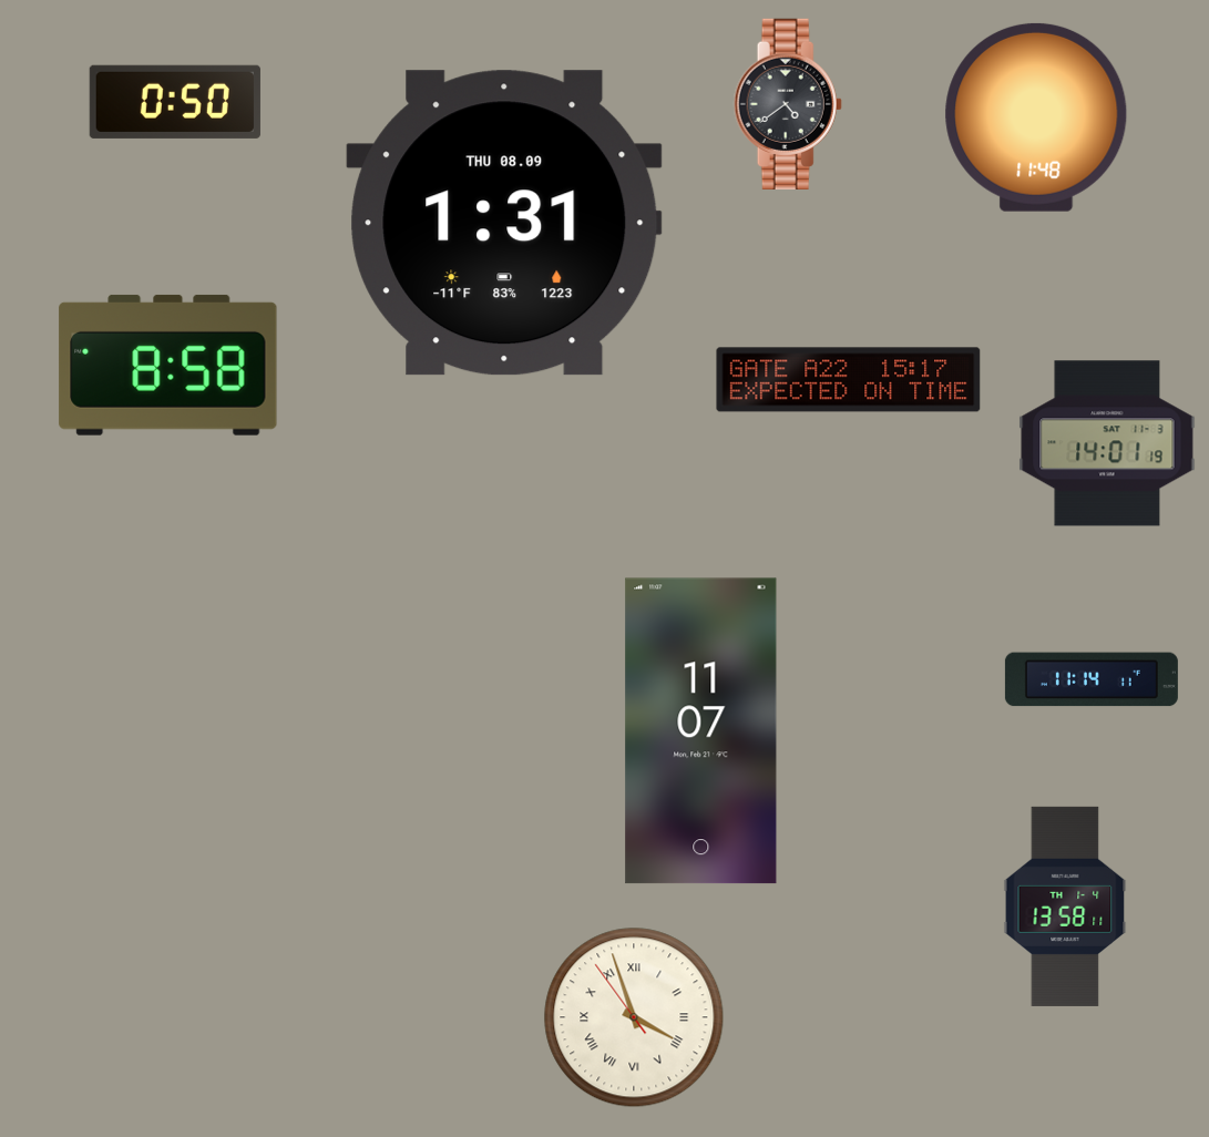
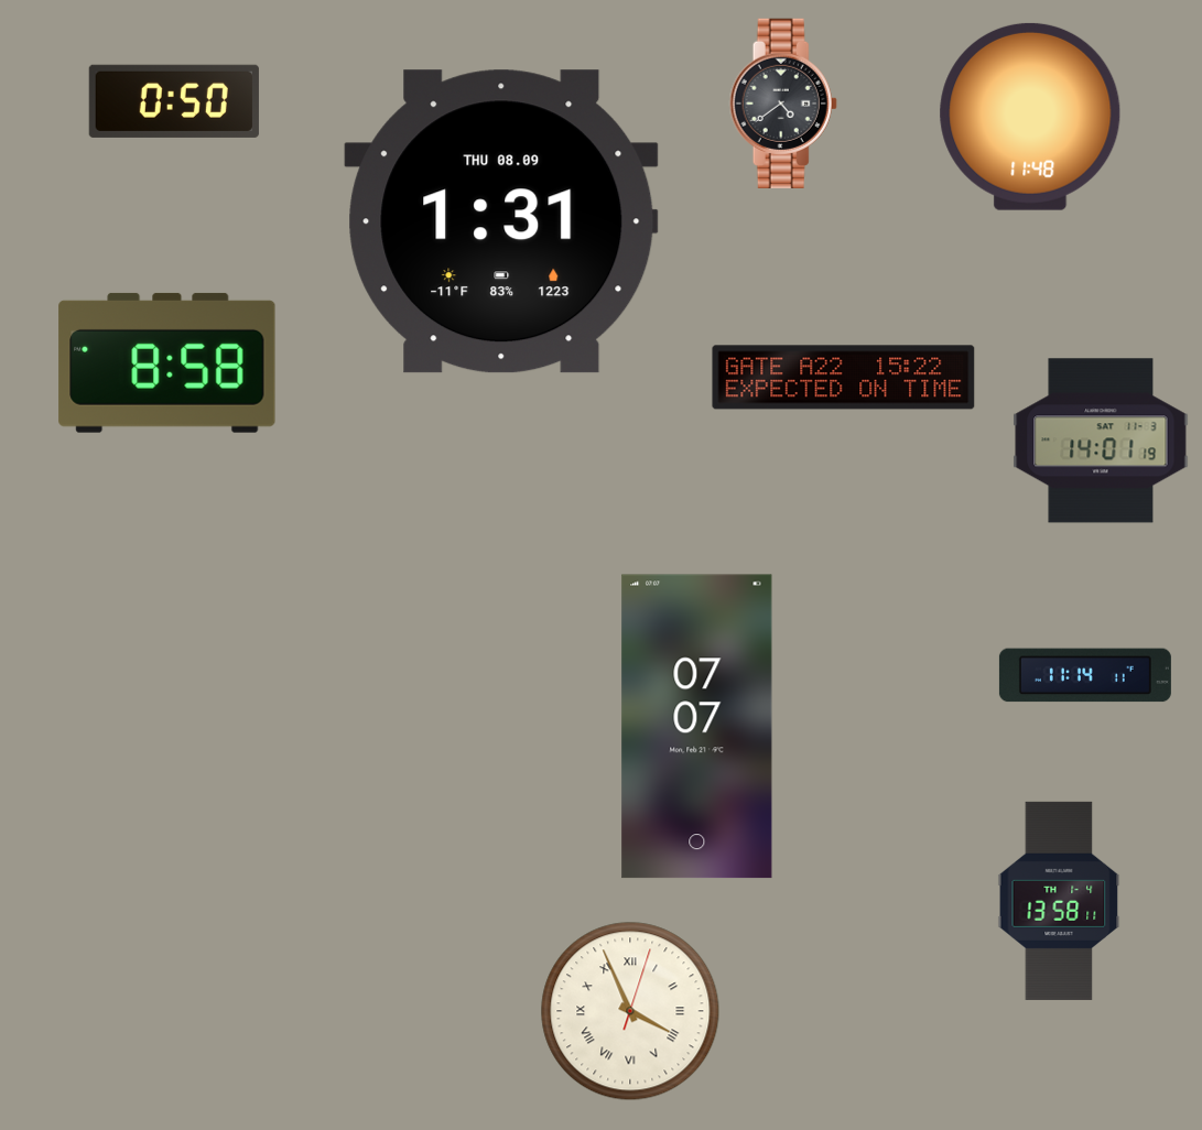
clock at (849, 380): 15:17 -> 15:22
clock at (701, 731): 11:07 -> 07:07
clock at (634, 1017): 3:56:54 -> 3:56:03
